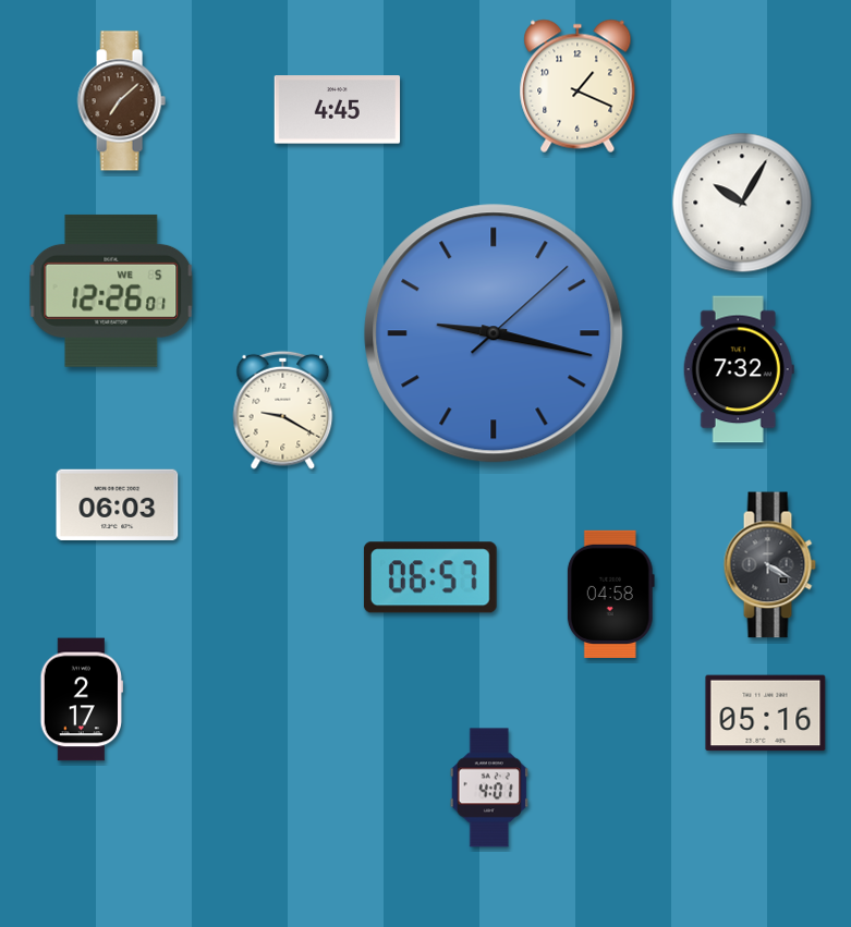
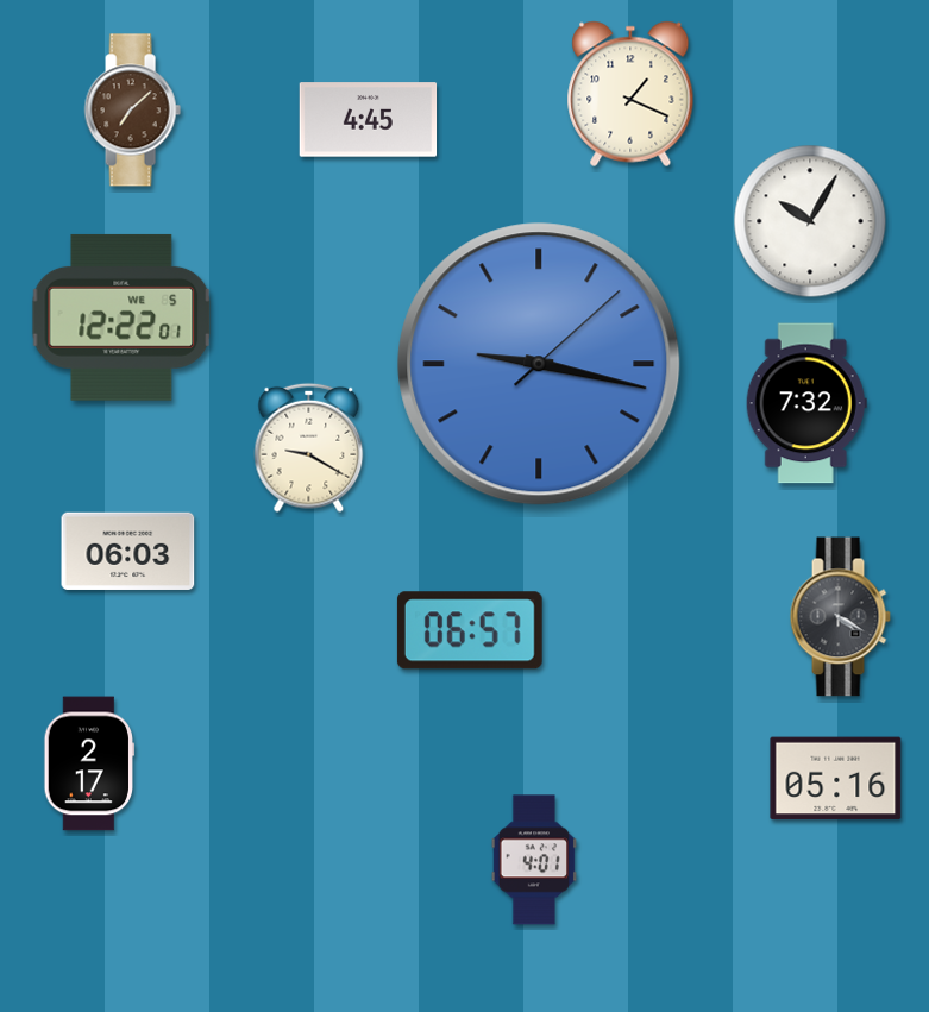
clock at (111, 291): 12:26 -> 12:22
clock at (610, 594): 04:58 -> none
